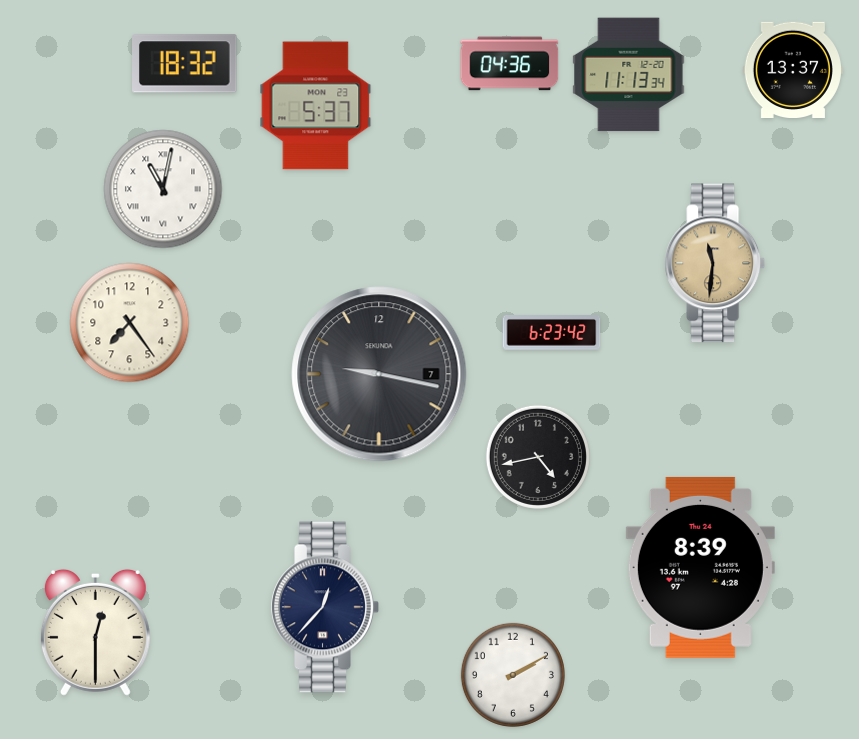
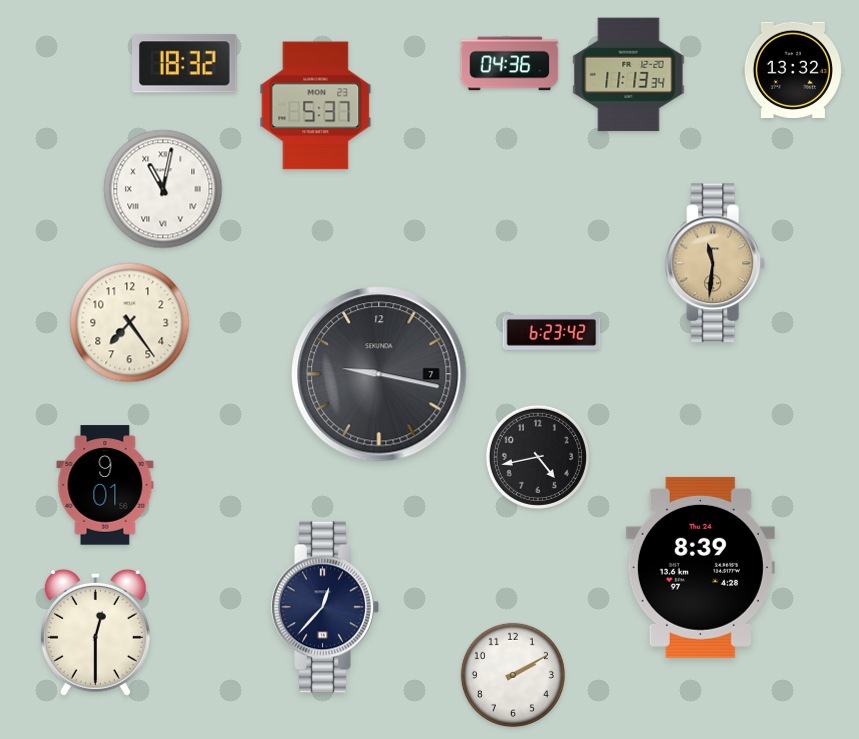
clock at (793, 69): 13:37 -> 13:32
clock at (105, 485): none -> 9:01
